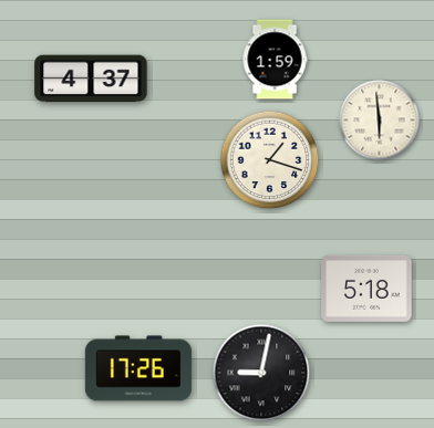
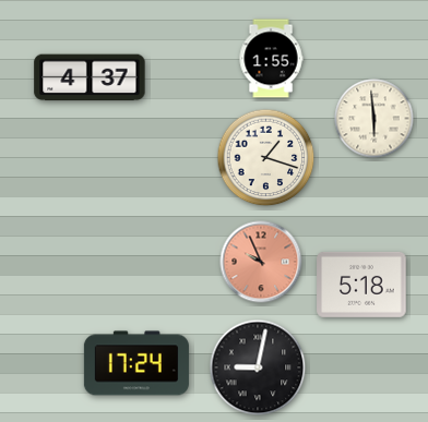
clock at (275, 60): 1:59 -> 1:55
clock at (261, 262): none -> 9:56
clock at (138, 368): 17:26 -> 17:24
